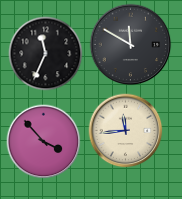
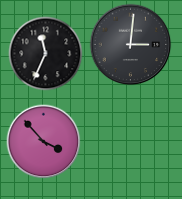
clock at (131, 45): 11:50 -> 3:01
clock at (126, 131): 11:44 -> none
